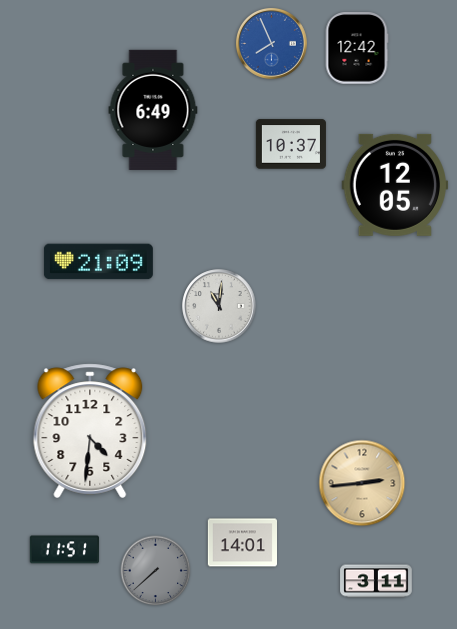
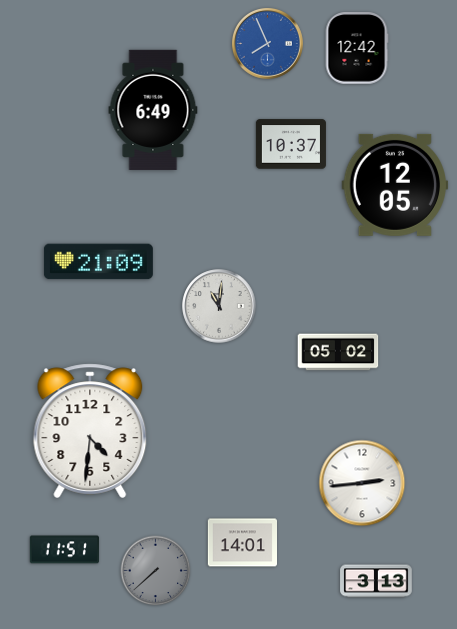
clock at (271, 43) position: (271, 43) -> (267, 43)
clock at (338, 352): none -> 05:02
clock at (362, 483) dial: champagne -> white
clock at (376, 581): 3:11 -> 3:13
